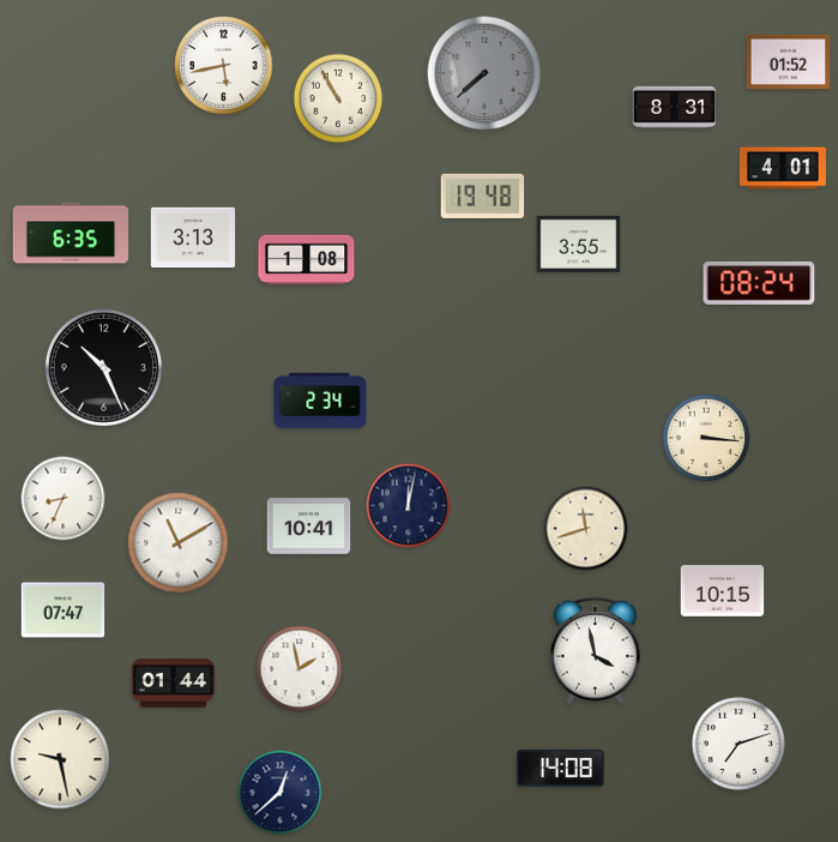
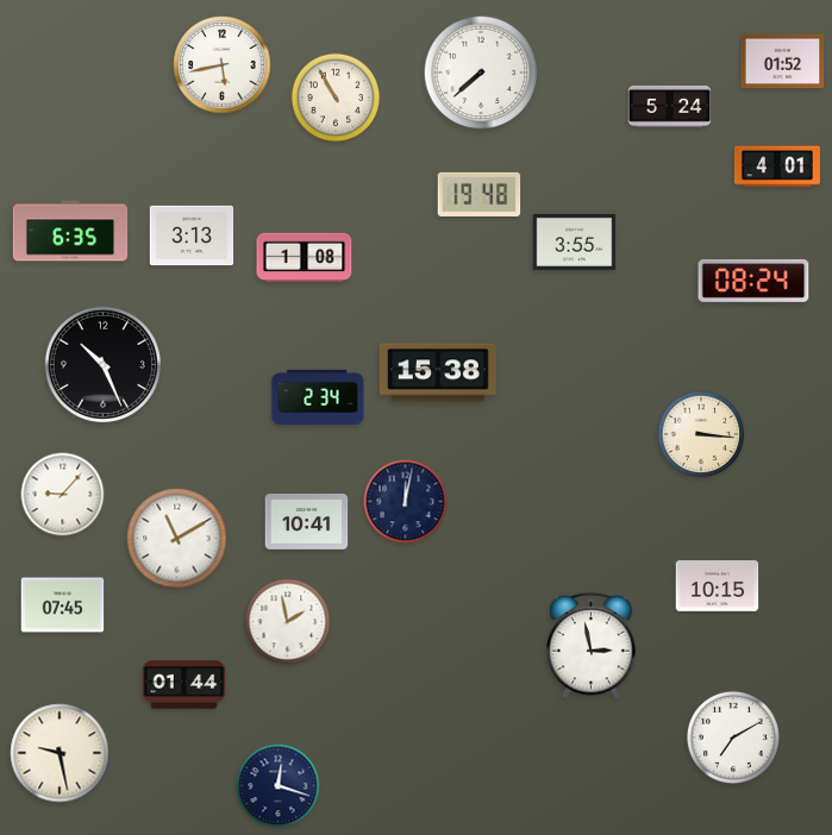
clock at (484, 73) dial: grey -> white
clock at (675, 107): 8:31 -> 5:24
clock at (438, 372): none -> 15:38
clock at (64, 499): 8:34 -> 9:07
clock at (586, 529): 11:42 -> none
clock at (64, 611): 07:47 -> 07:45
clock at (596, 651): 3:58 -> 2:58
clock at (300, 669) position: (300, 669) -> (288, 622)
clock at (174, 684) position: (174, 684) -> (184, 685)
clock at (738, 744): 7:12 -> 7:10
clock at (560, 768): 14:08 -> none
clock at (281, 793): 12:38 -> 12:18
